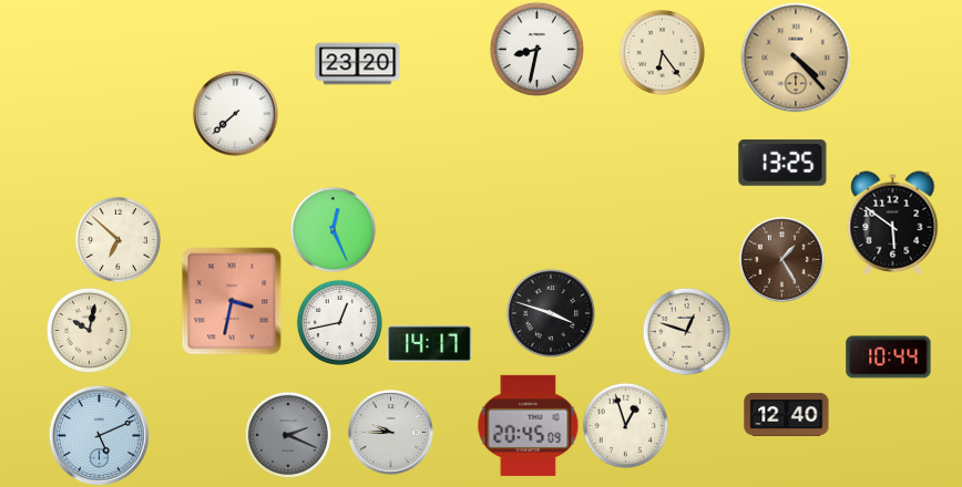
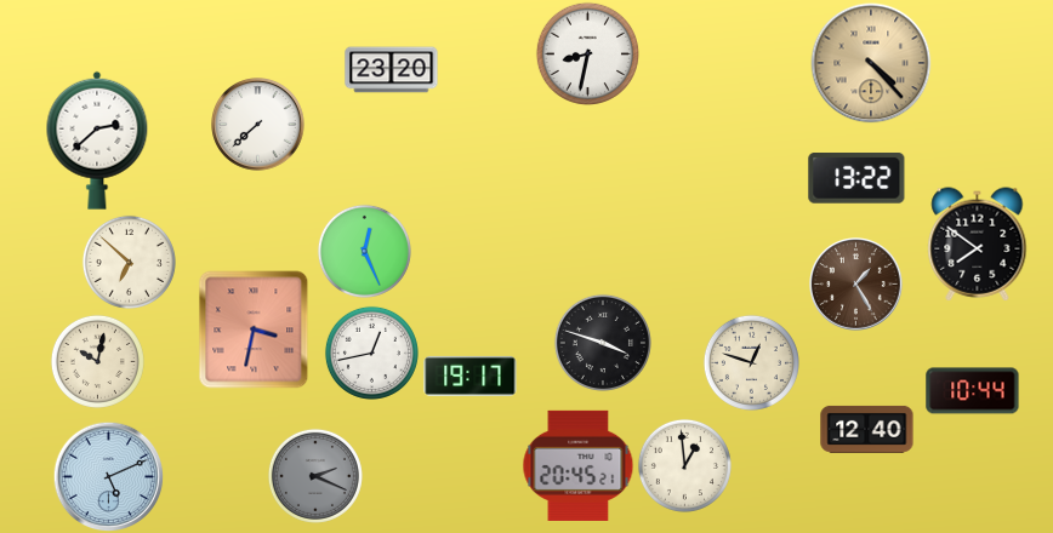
clock at (662, 52): 6:24 -> none
clock at (97, 141): none -> 2:38
clock at (782, 164): 13:25 -> 13:22
clock at (893, 224): 5:51 -> 7:51
clock at (430, 343): 14:17 -> 19:17
clock at (787, 414) position: (787, 414) -> (867, 429)
clock at (529, 425): 20:45:09 -> 20:45:21
clock at (625, 425): 12:57 -> 12:59
clock at (391, 433): 9:45 -> none
